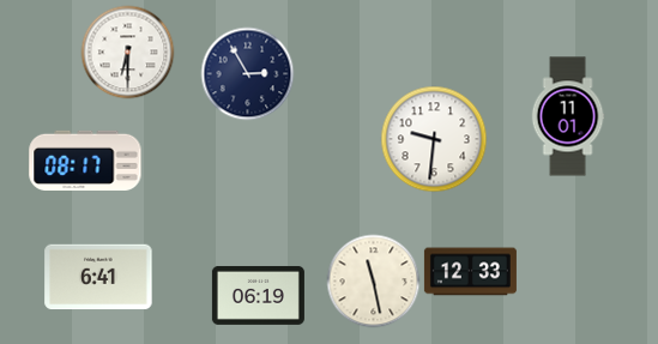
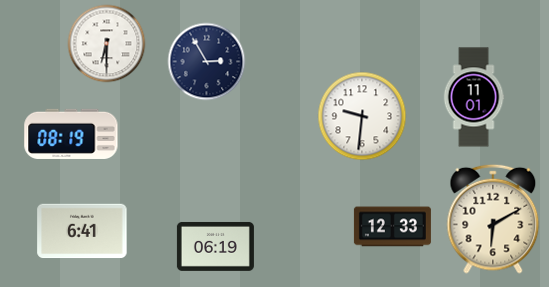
clock at (85, 161): 08:17 -> 08:19
clock at (493, 219): none -> 6:10
clock at (373, 280): 11:28 -> none
